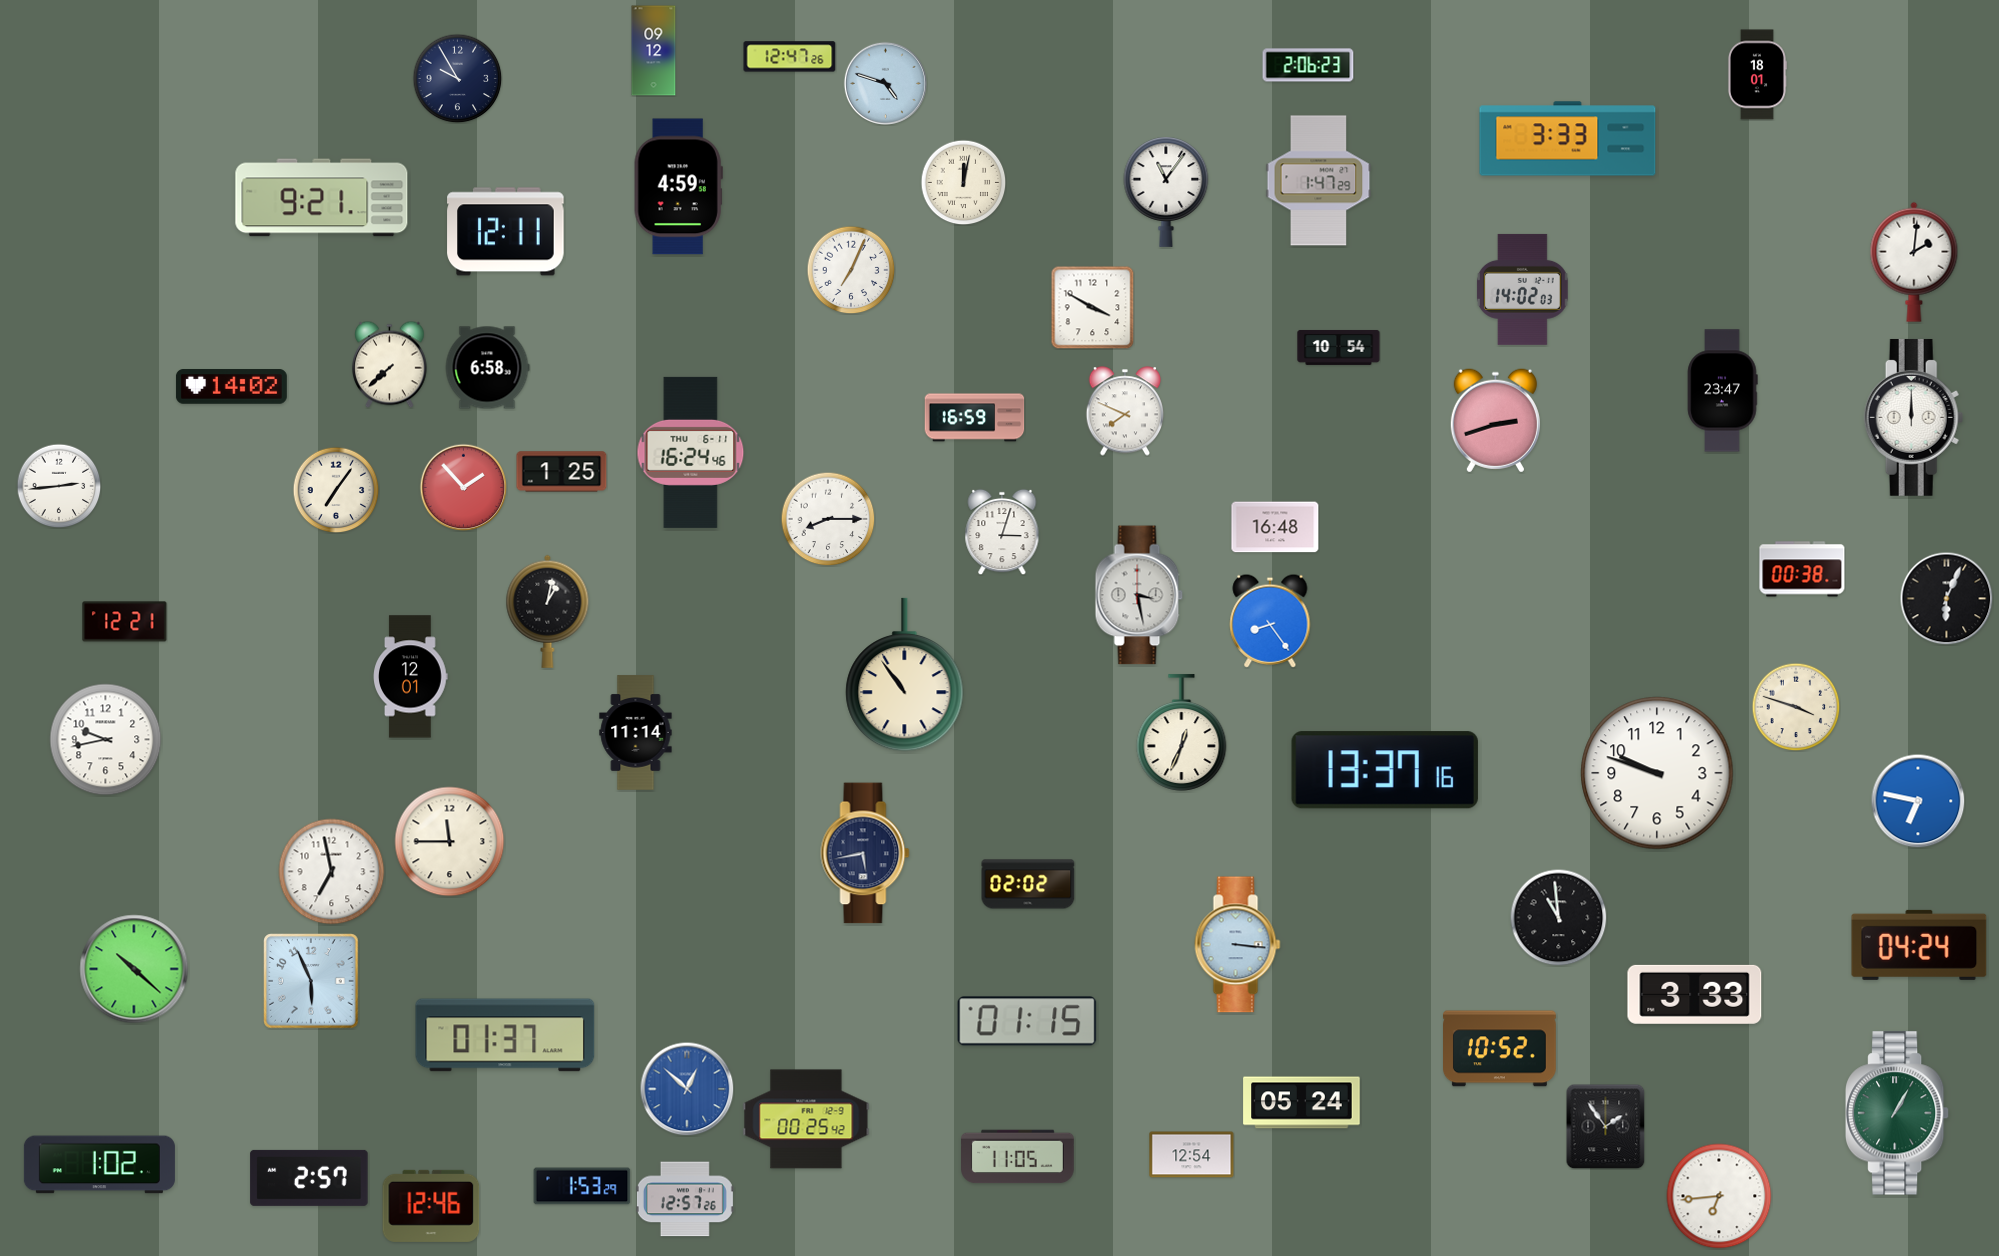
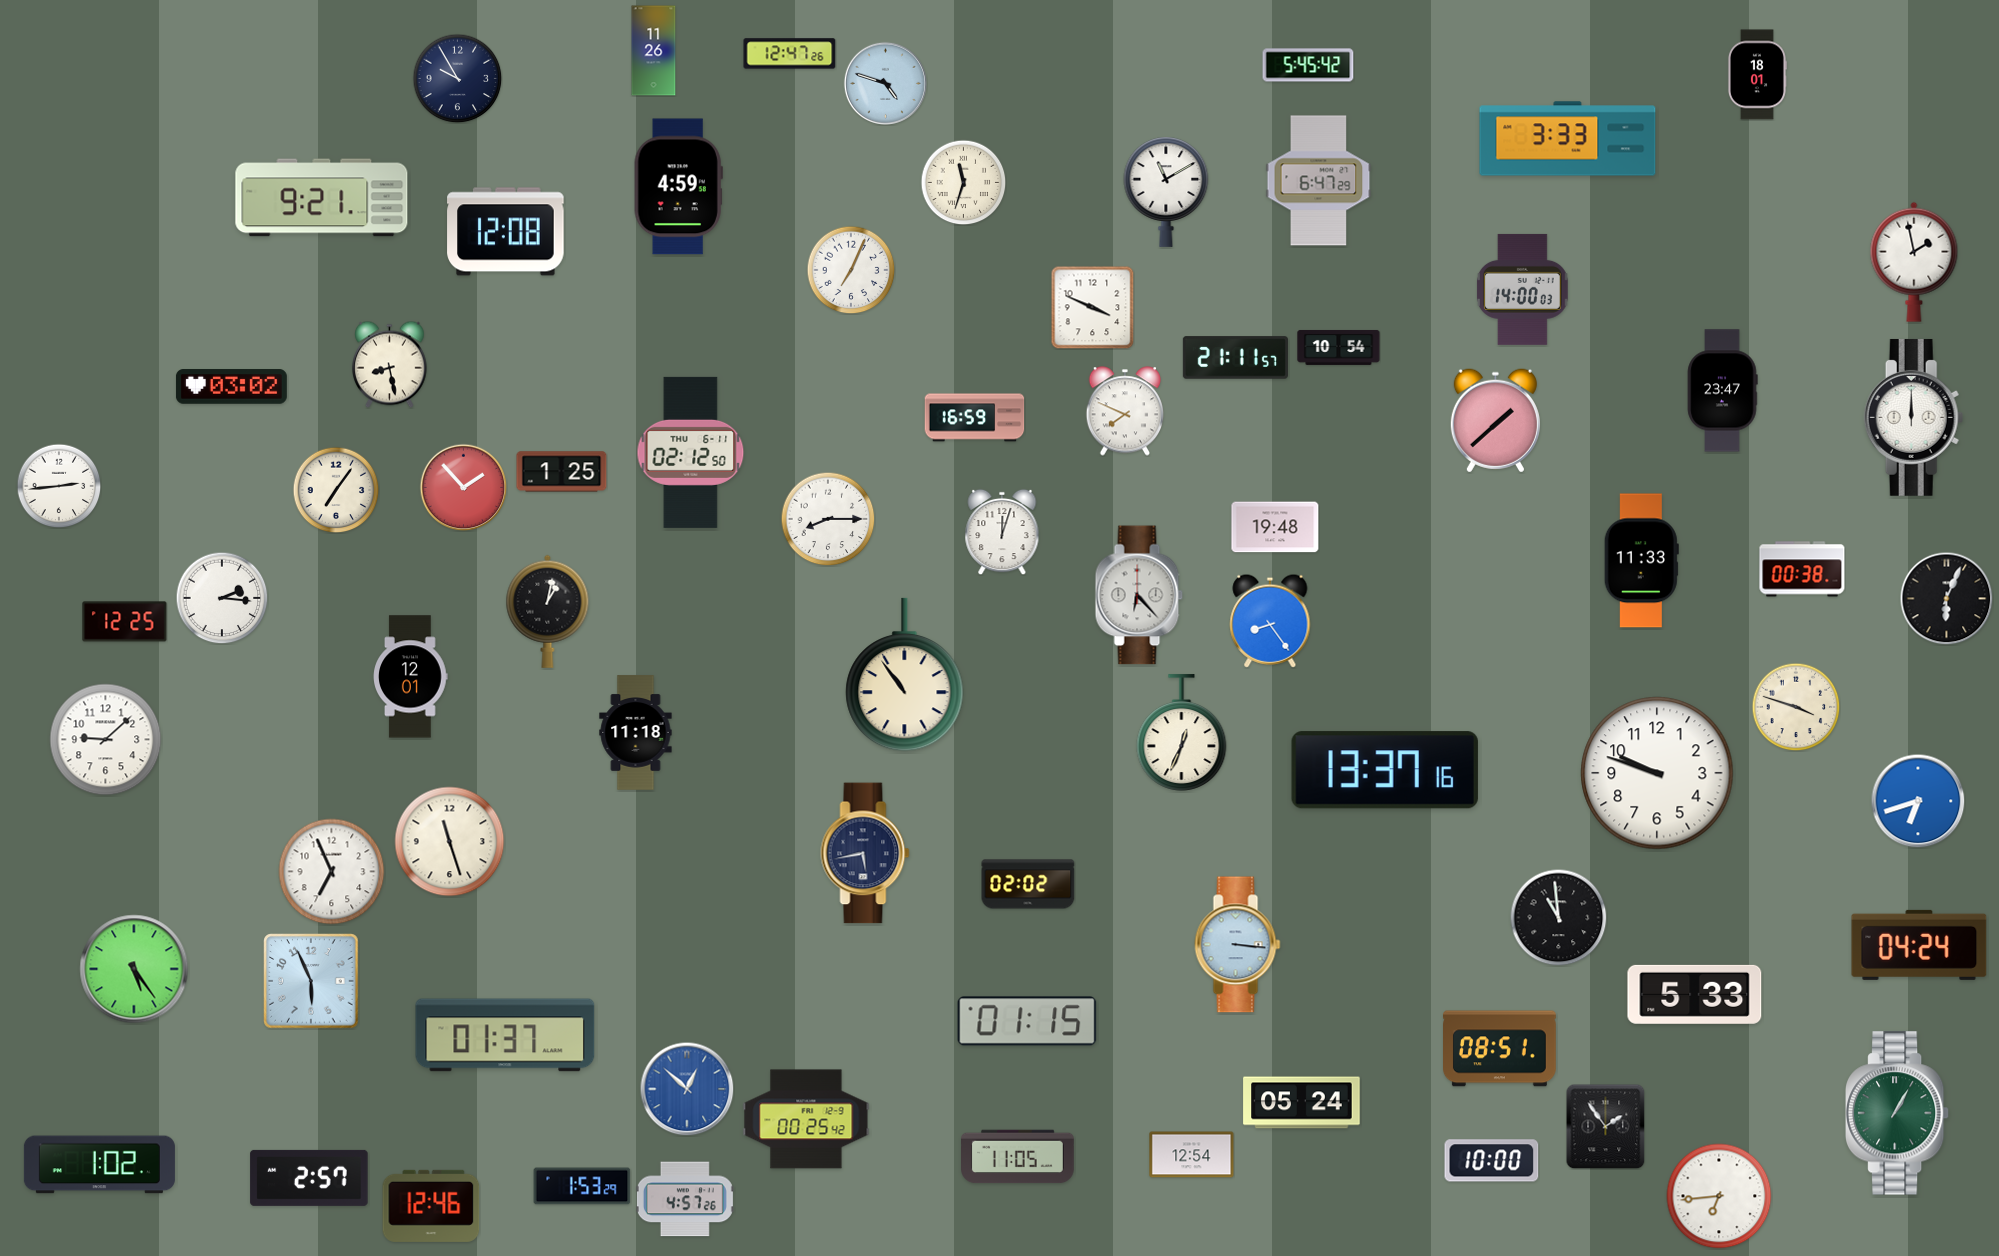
clock at (654, 51): 09:12 -> 11:26
clock at (790, 57) position: (790, 57) -> (790, 54)
clock at (1308, 65): 2:06 -> 5:45
clock at (1319, 181): 1:47 -> 6:47
clock at (963, 182): 12:02 -> 11:33
clock at (1166, 192): 11:06 -> 11:10
clock at (506, 232): 12:11 -> 12:08
clock at (1914, 262): 2:01 -> 1:58
clock at (1522, 289): 14:02 -> 14:00
clock at (1092, 307): 3:50 -> 3:49
clock at (1235, 358): none -> 21:11
clock at (390, 364): 7:38 -> 8:28
clock at (487, 368): 6:58 -> none
clock at (231, 387): 14:02 -> 03:02
clock at (1495, 421): 2:42 -> 1:38
clock at (691, 452): 16:24 -> 02:12
clock at (1275, 527): 16:48 -> 19:48
clock at (1002, 532): 3:03 -> 12:03
clock at (1641, 561): none -> 11:33
clock at (1139, 595): 3:28 -> 6:23
clock at (222, 598): none -> 2:16
clock at (125, 622): 12:21 -> 12:25
clock at (636, 733): 11:14 -> 11:18
clock at (106, 740): 9:43 -> 9:08
clock at (1918, 801): 6:47 -> 6:42
clock at (450, 842): 11:45 -> 11:27
clock at (332, 872): 6:58 -> 6:56
clock at (134, 969): 10:22 -> 5:24
clock at (1695, 994): 3:33 -> 5:33
clock at (1500, 1049): 10:52 -> 08:51
clock at (1492, 1161): none -> 10:00
clock at (685, 1199): 12:57 -> 4:57
